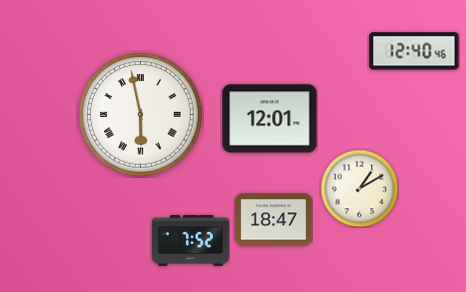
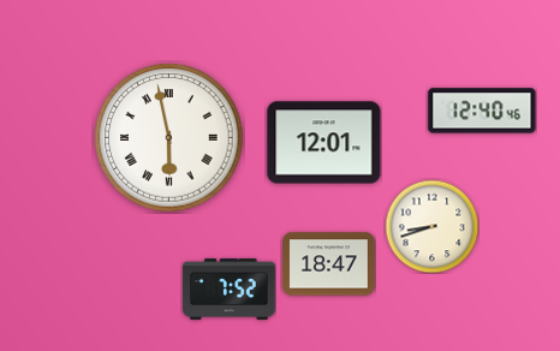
clock at (414, 51) position: (414, 51) -> (482, 111)
clock at (359, 188): 1:10 -> 8:42
